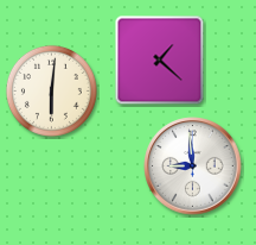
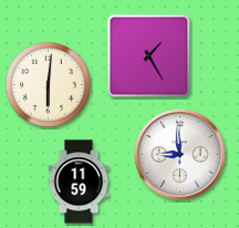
clock at (160, 61): 1:22 -> 1:25
clock at (79, 182): none -> 11:59
